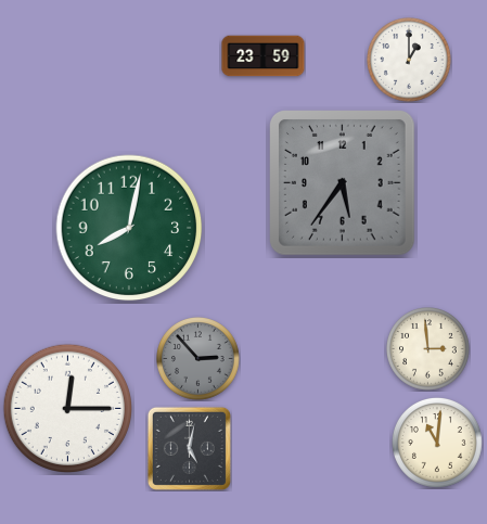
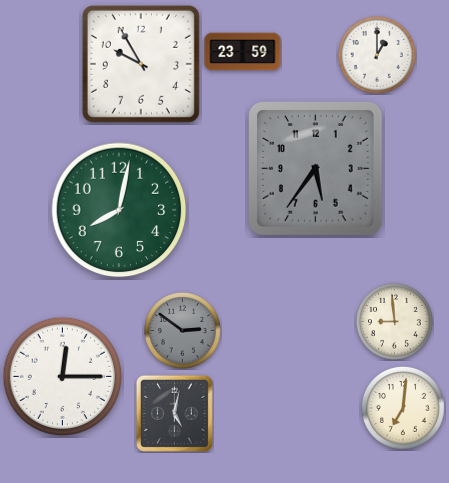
clock at (141, 64): none -> 9:55
clock at (428, 349): 2:59 -> 8:59
clock at (198, 359): 2:53 -> 2:51
clock at (437, 443): 11:01 -> 7:01
